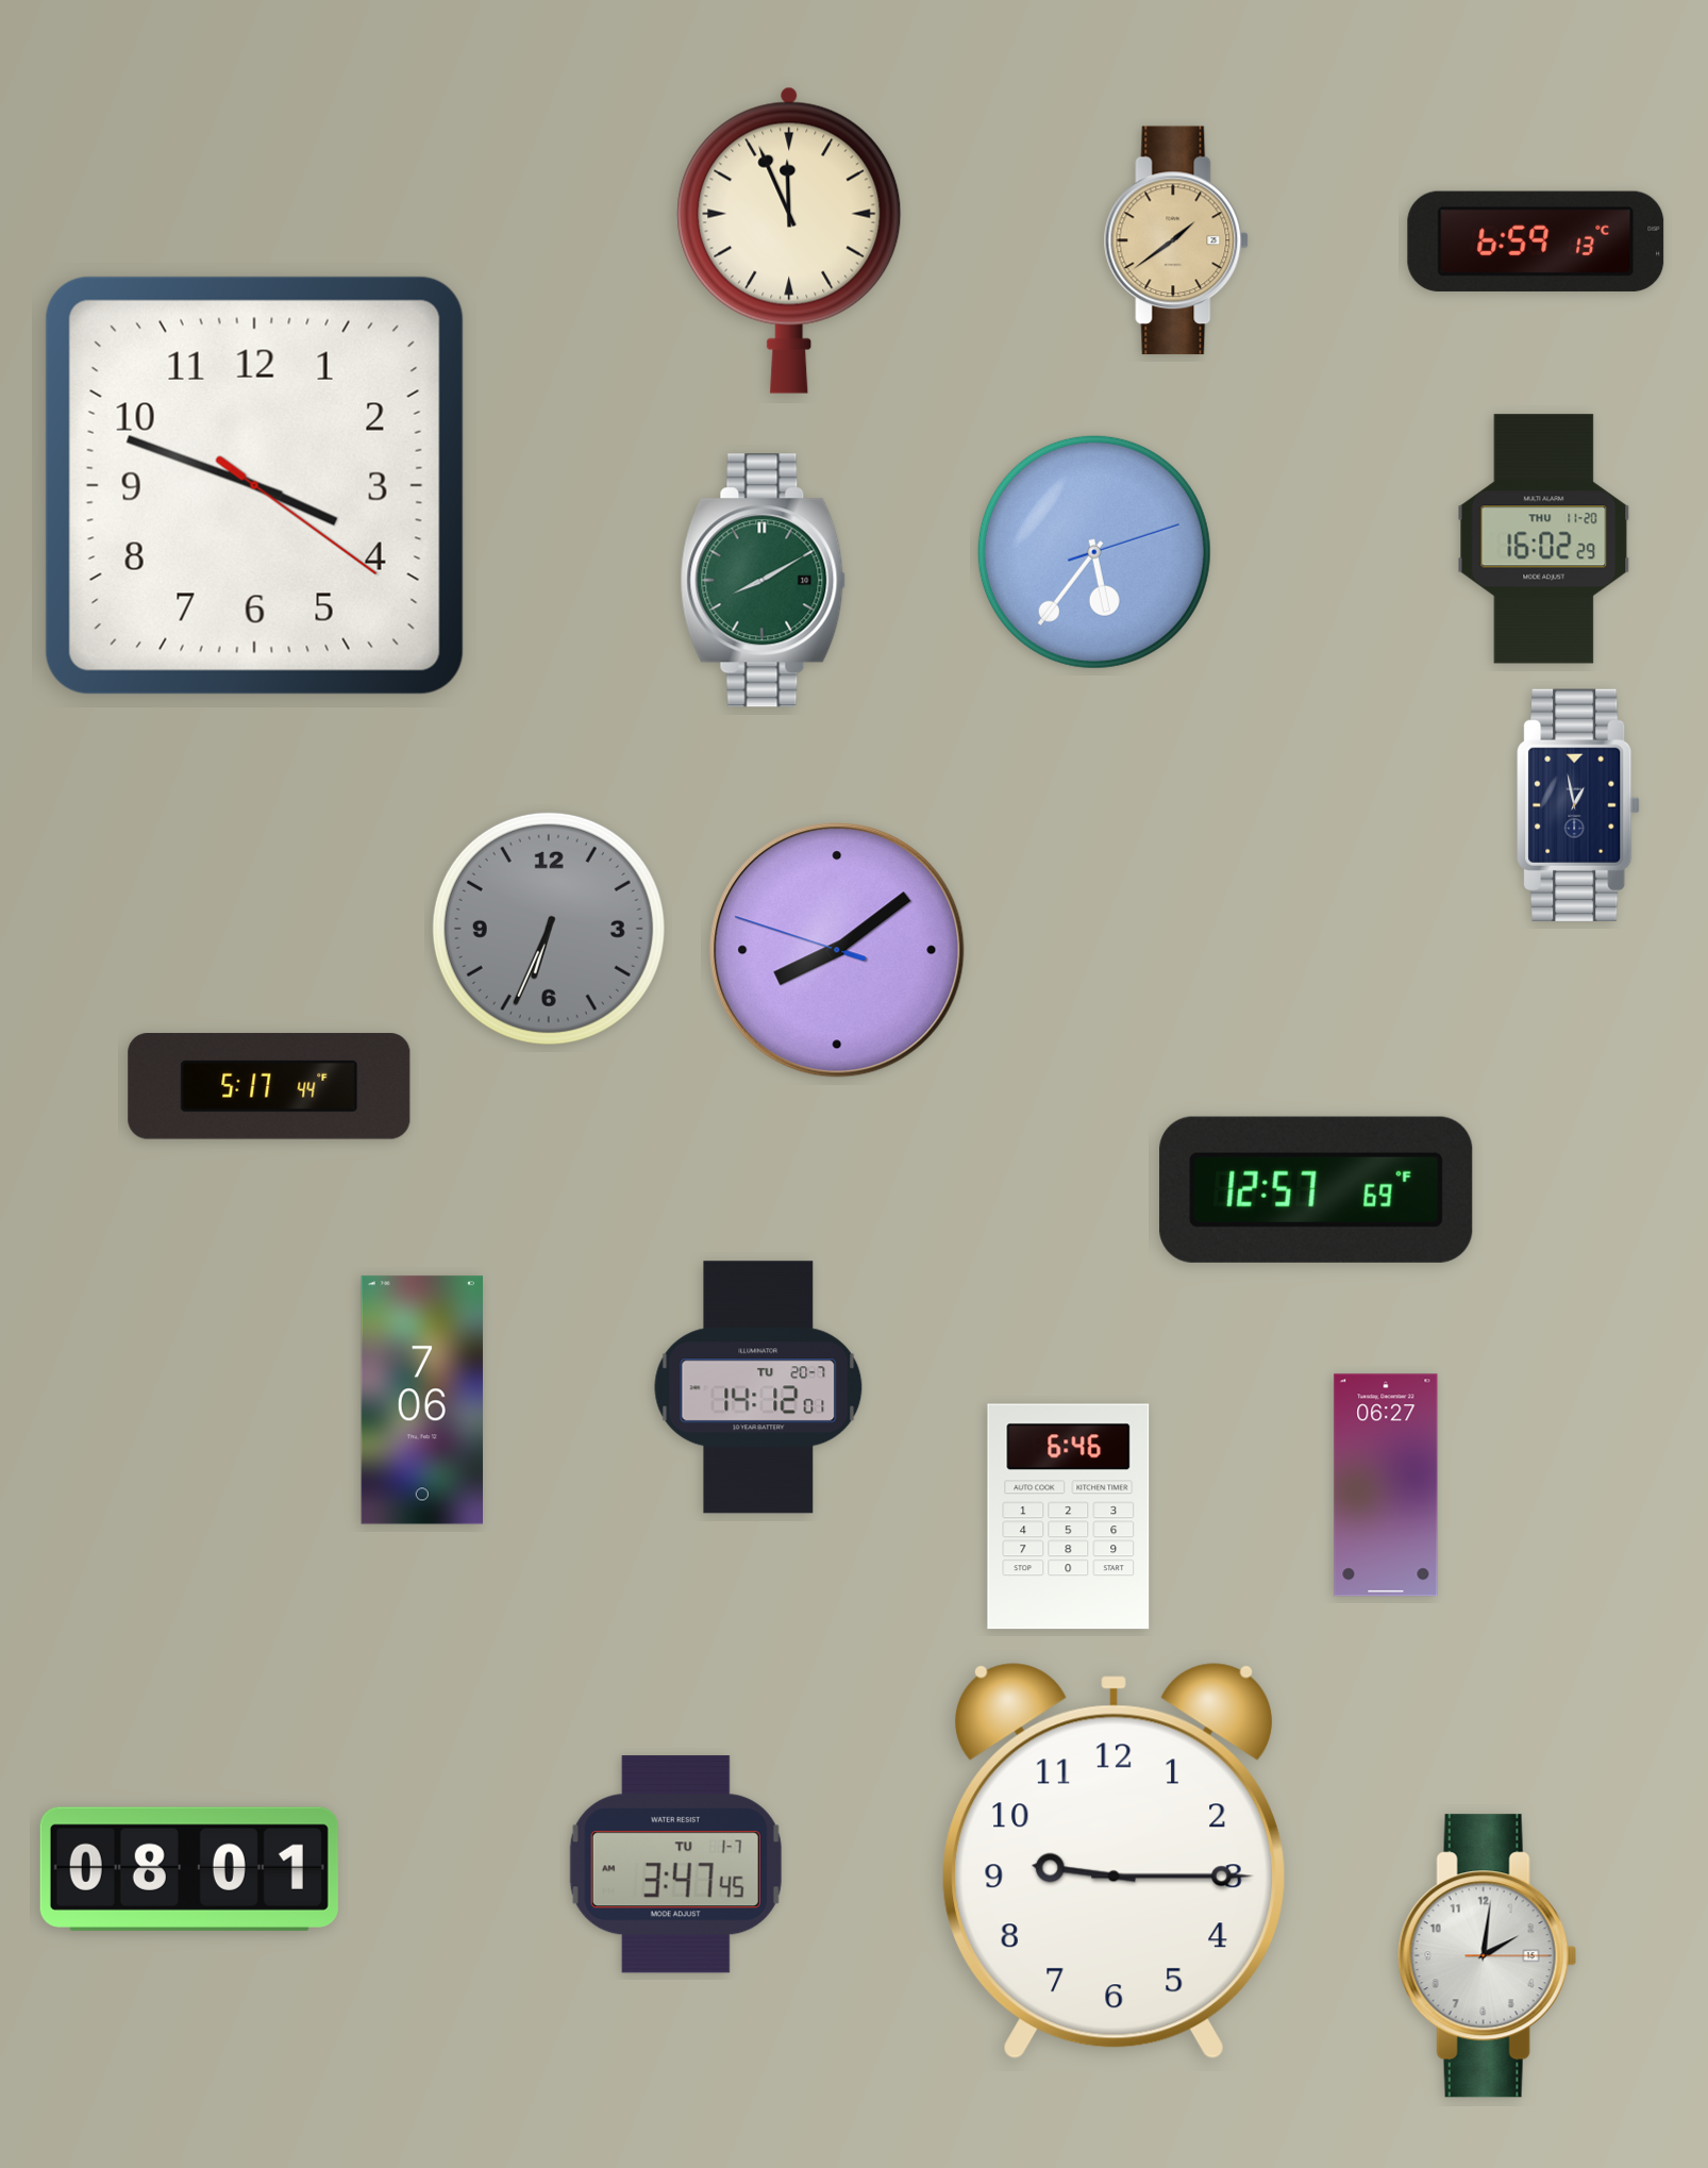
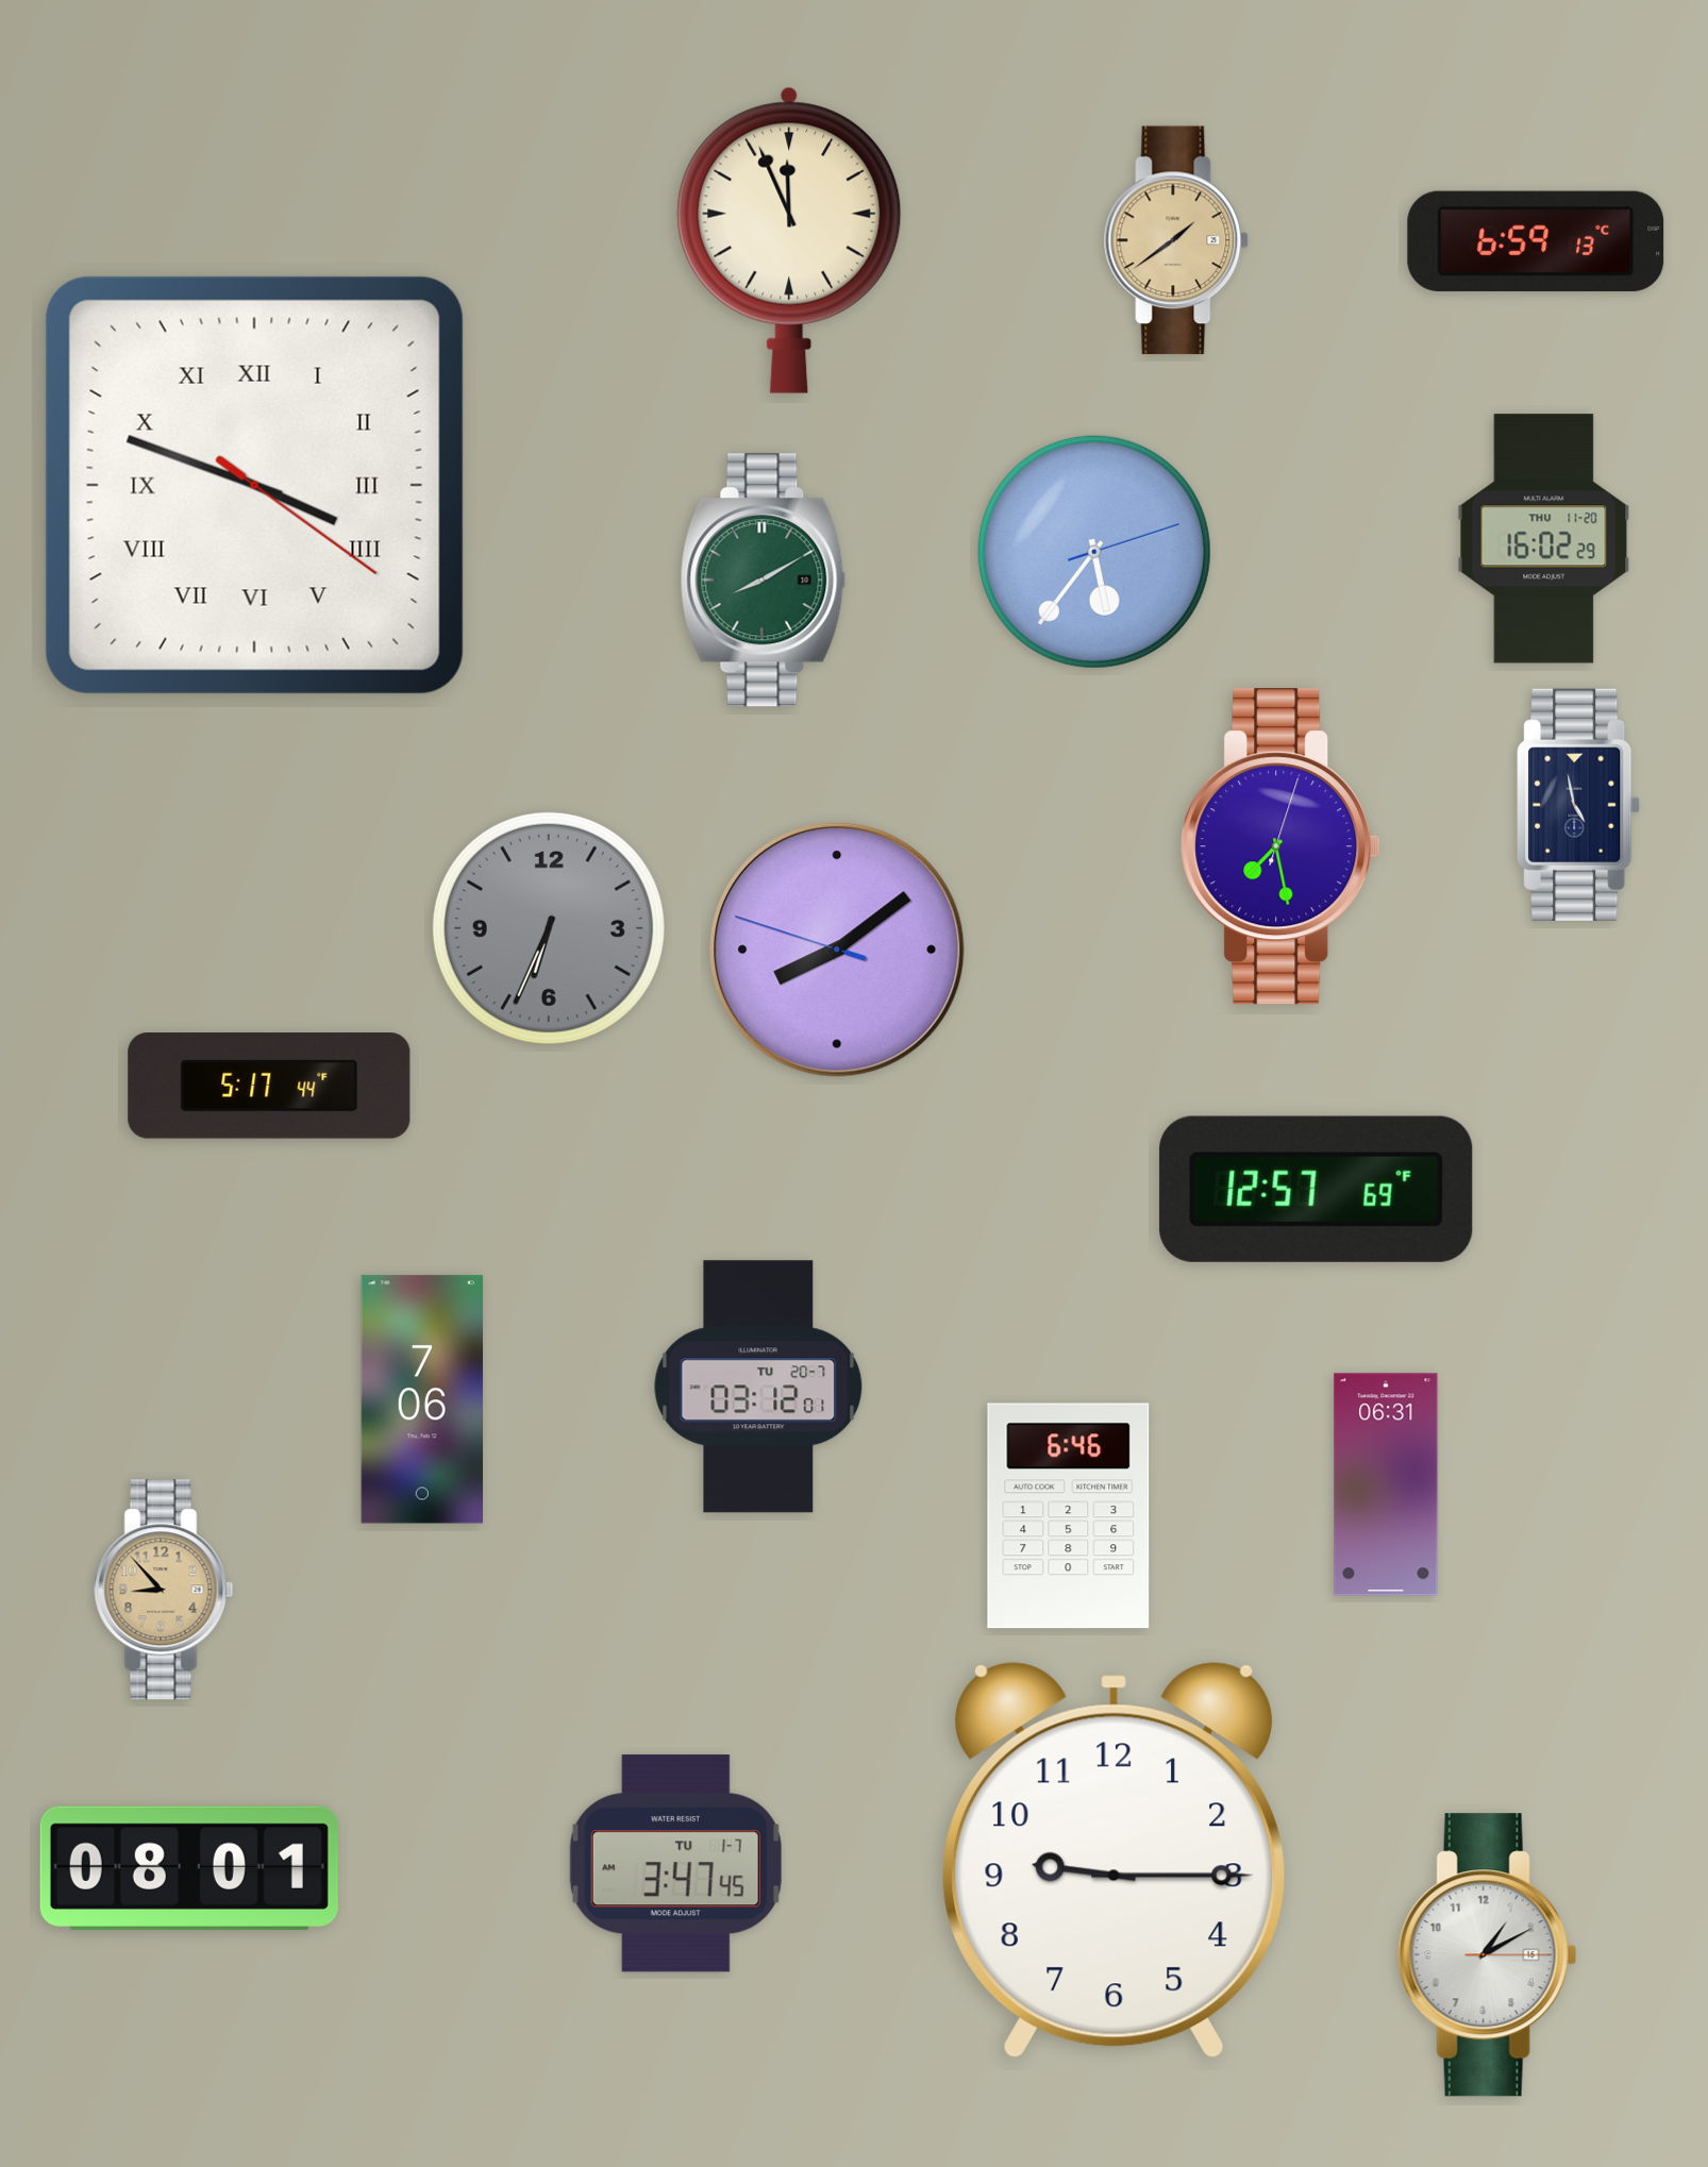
clock at (254, 485) numerals: Arabic -> Roman
clock at (1578, 805): 12:58 -> 4:58
clock at (1280, 846): none -> 7:28
clock at (758, 1387): 14:12 -> 03:12
clock at (1386, 1485): 06:27 -> 06:31
clock at (164, 1590): none -> 8:53
clock at (1487, 1956): 2:01 -> 1:10
